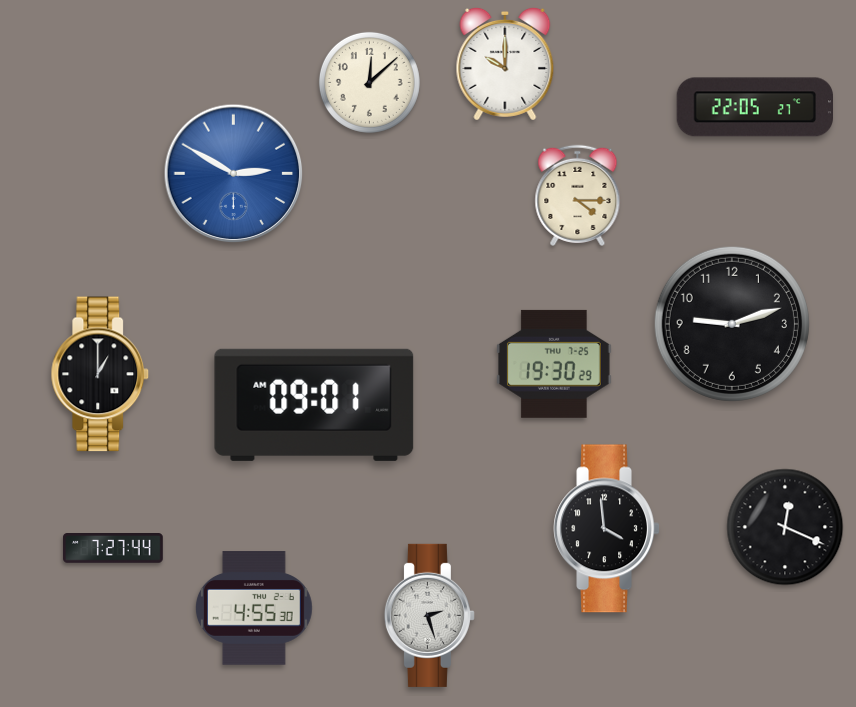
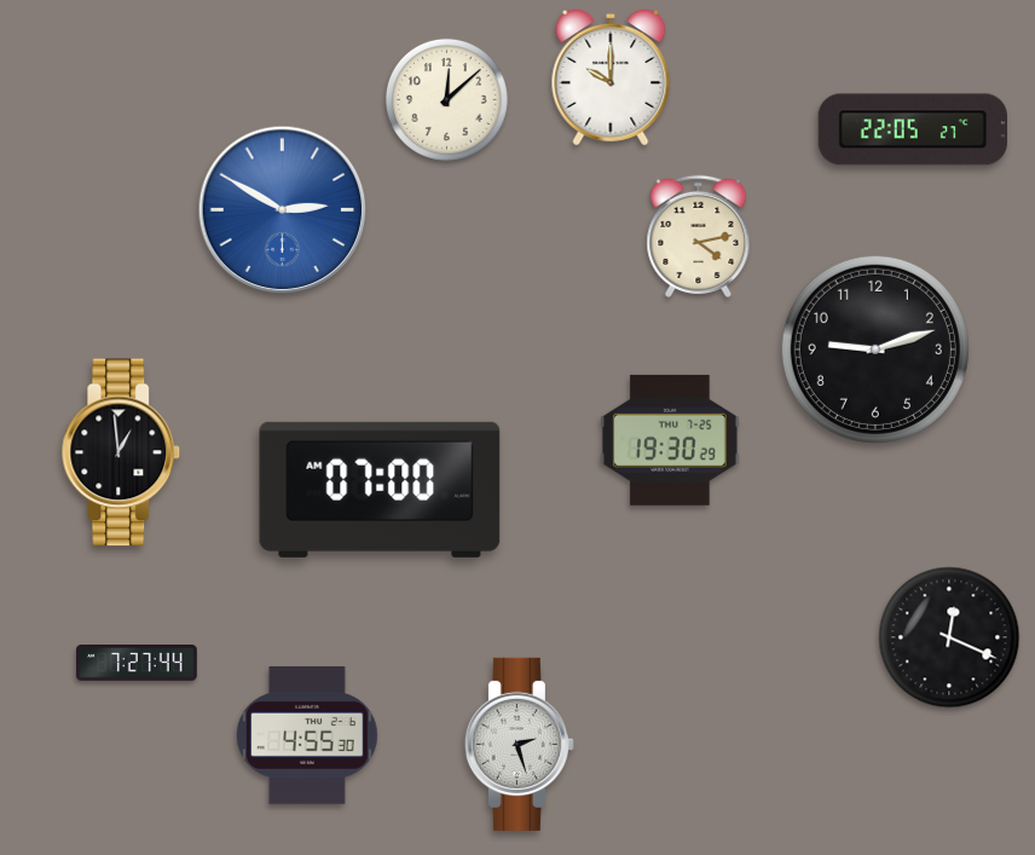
clock at (578, 195): 4:15 -> 4:13
clock at (732, 324) position: (732, 324) -> (875, 349)
clock at (100, 374): 1:00 -> 12:59
clock at (314, 405): 09:01 -> 07:00
clock at (607, 529): 3:59 -> none
